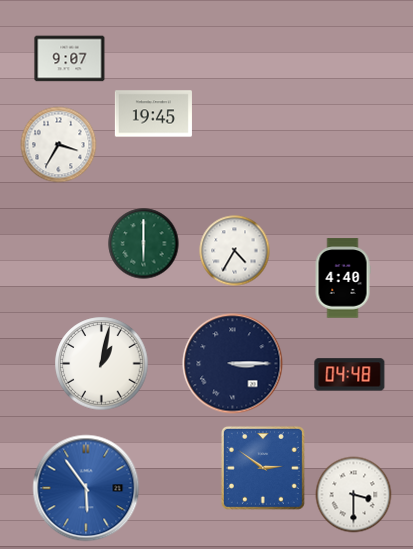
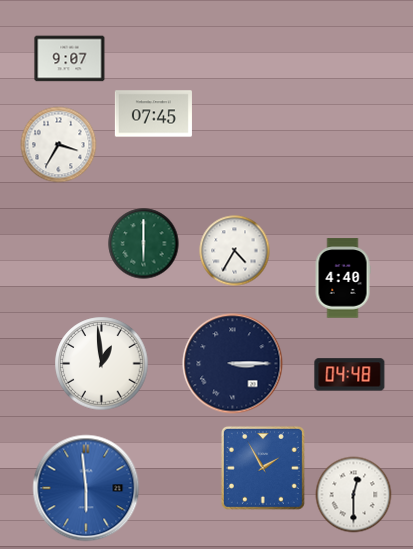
clock at (153, 114): 19:45 -> 07:45
clock at (102, 364): 1:02 -> 12:59
clock at (263, 468): 2:51 -> 1:55
clock at (86, 488): 5:54 -> 5:59
clock at (354, 495): 3:30 -> 12:30
